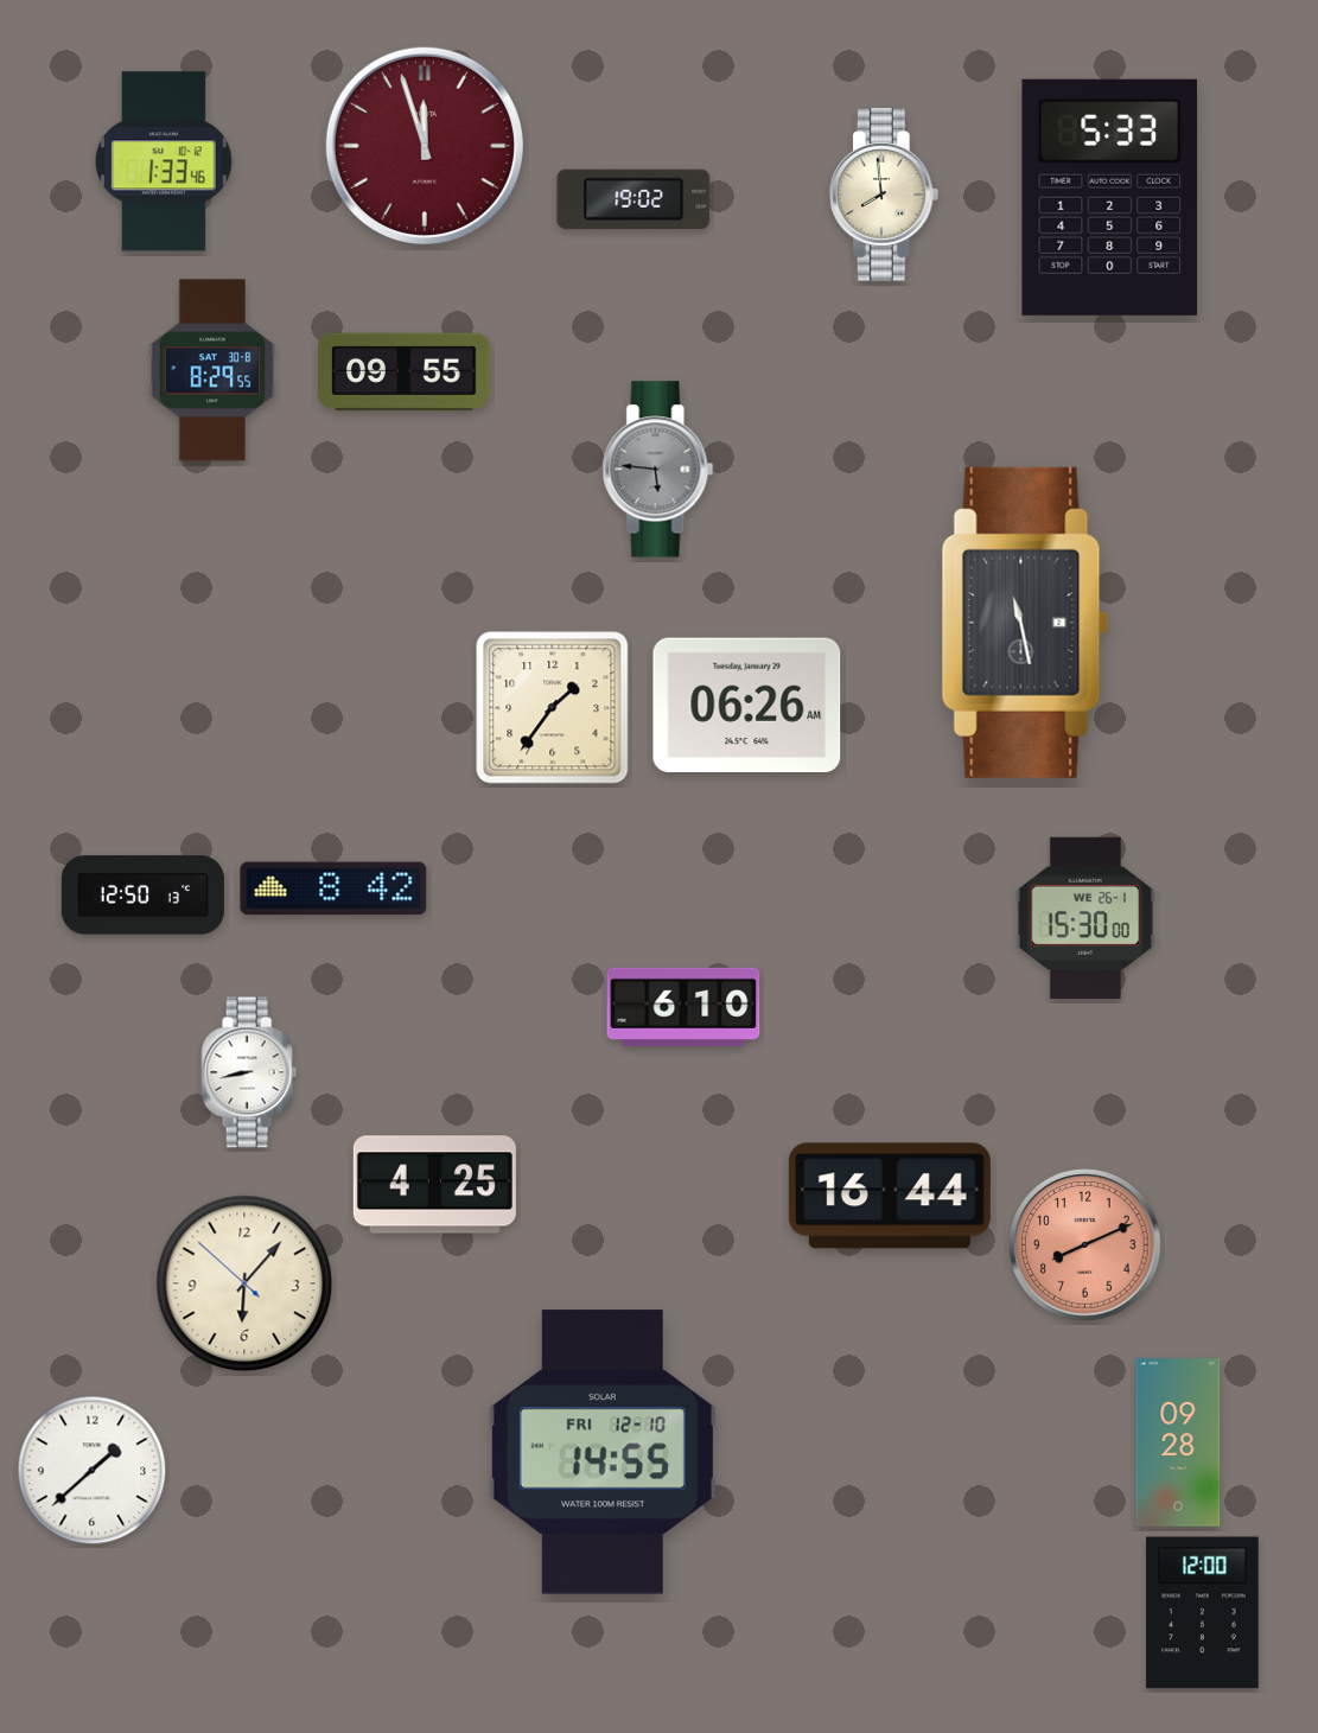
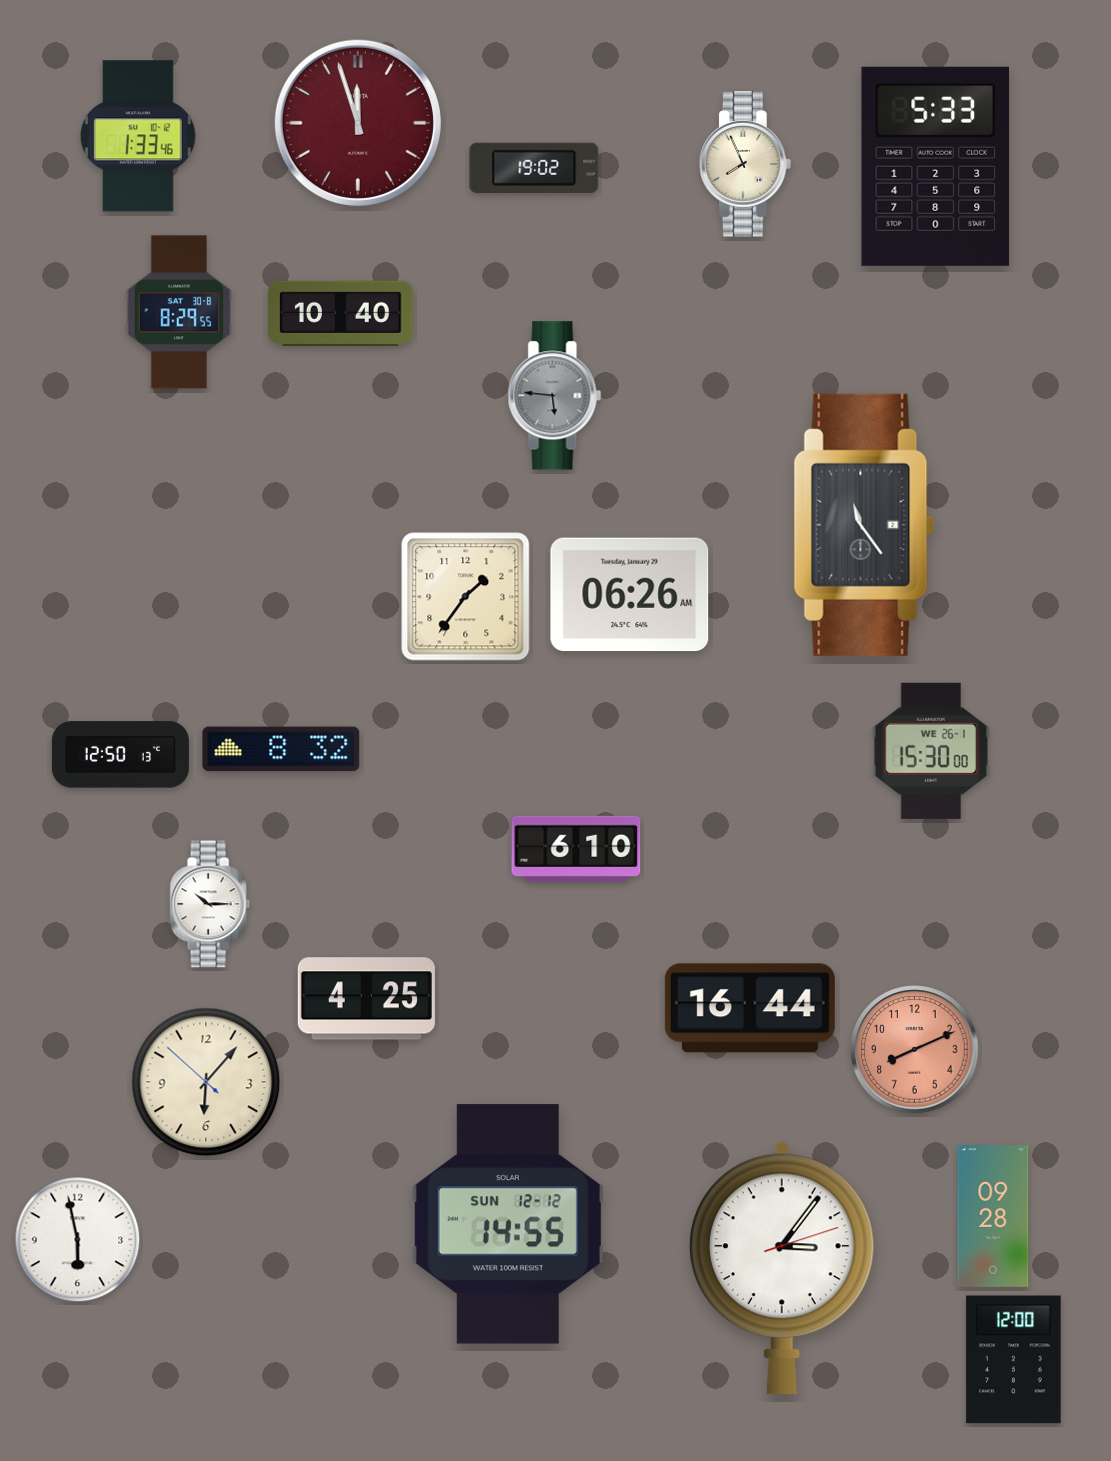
clock at (885, 195): 7:59 -> 7:56
clock at (405, 371): 09:55 -> 10:40
clock at (1025, 623): 11:28 -> 11:24
clock at (333, 888): 8:42 -> 8:32
clock at (1085, 918) position: (1085, 918) -> (931, 751)
clock at (249, 1072): 8:43 -> 10:15
clock at (603, 1452) date: FRI 12-10 -> SUN 12-12
clock at (93, 1471): 1:38 -> 5:58
clock at (782, 1268): none -> 3:06
